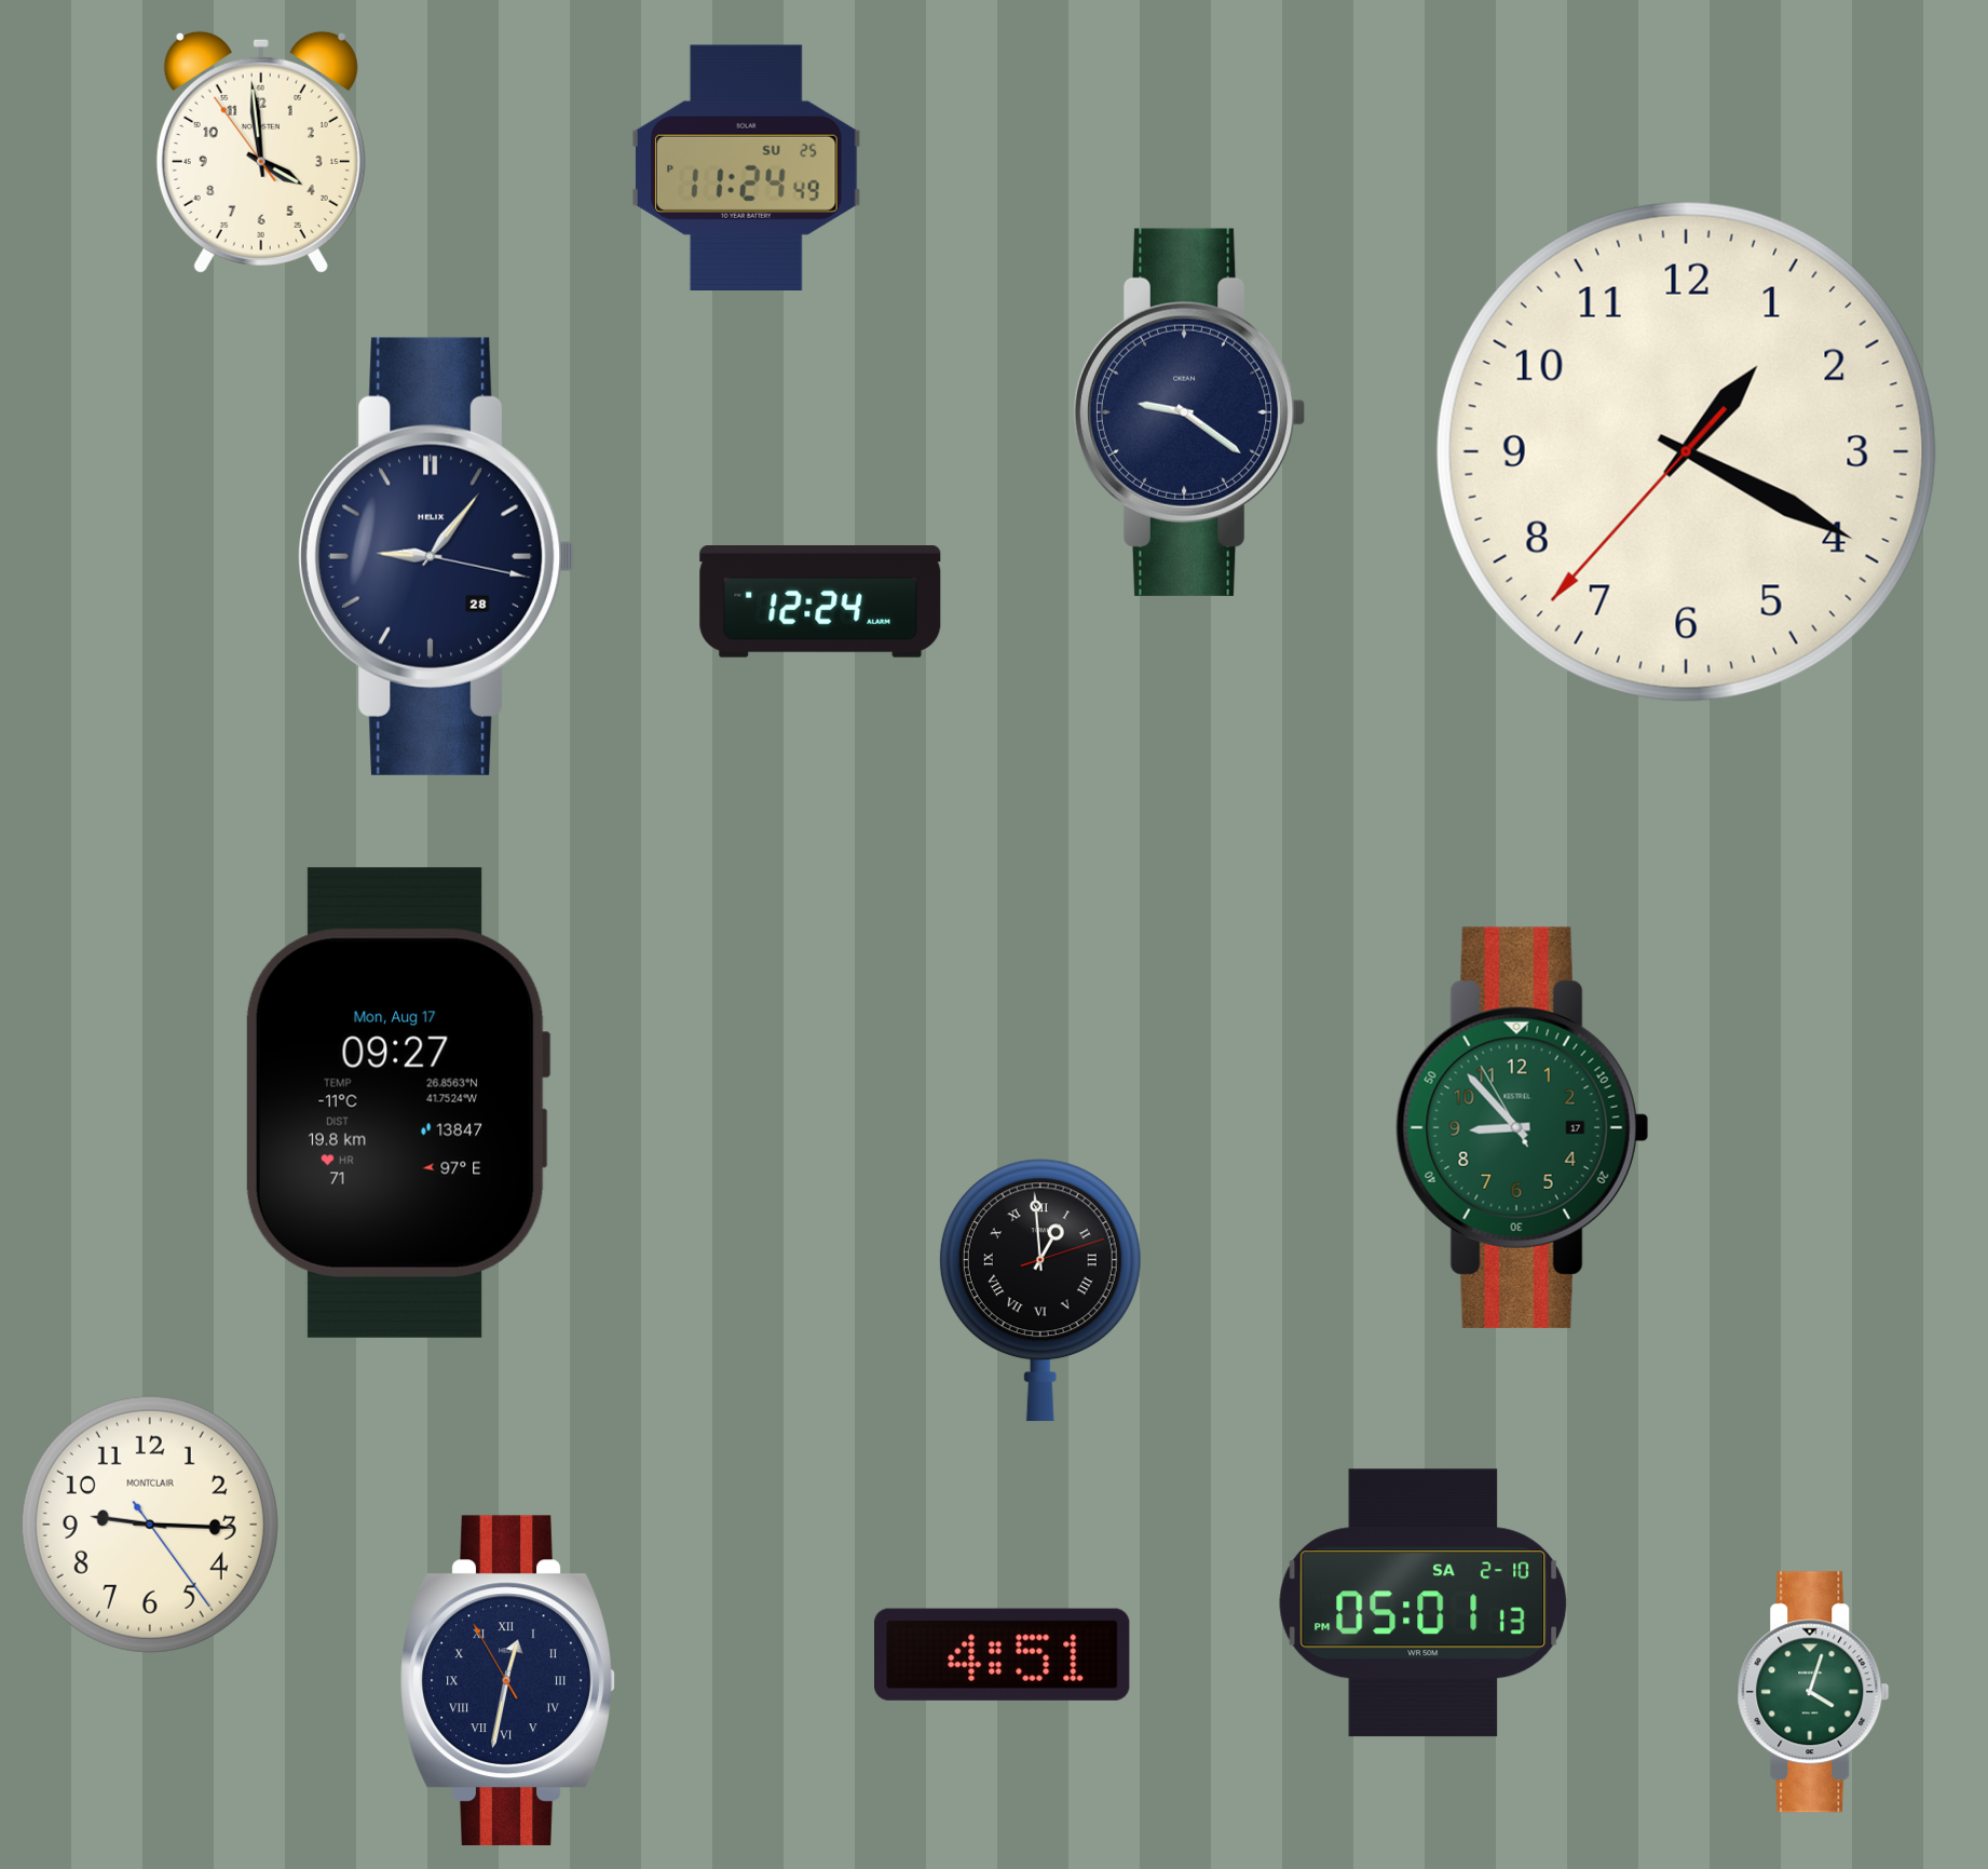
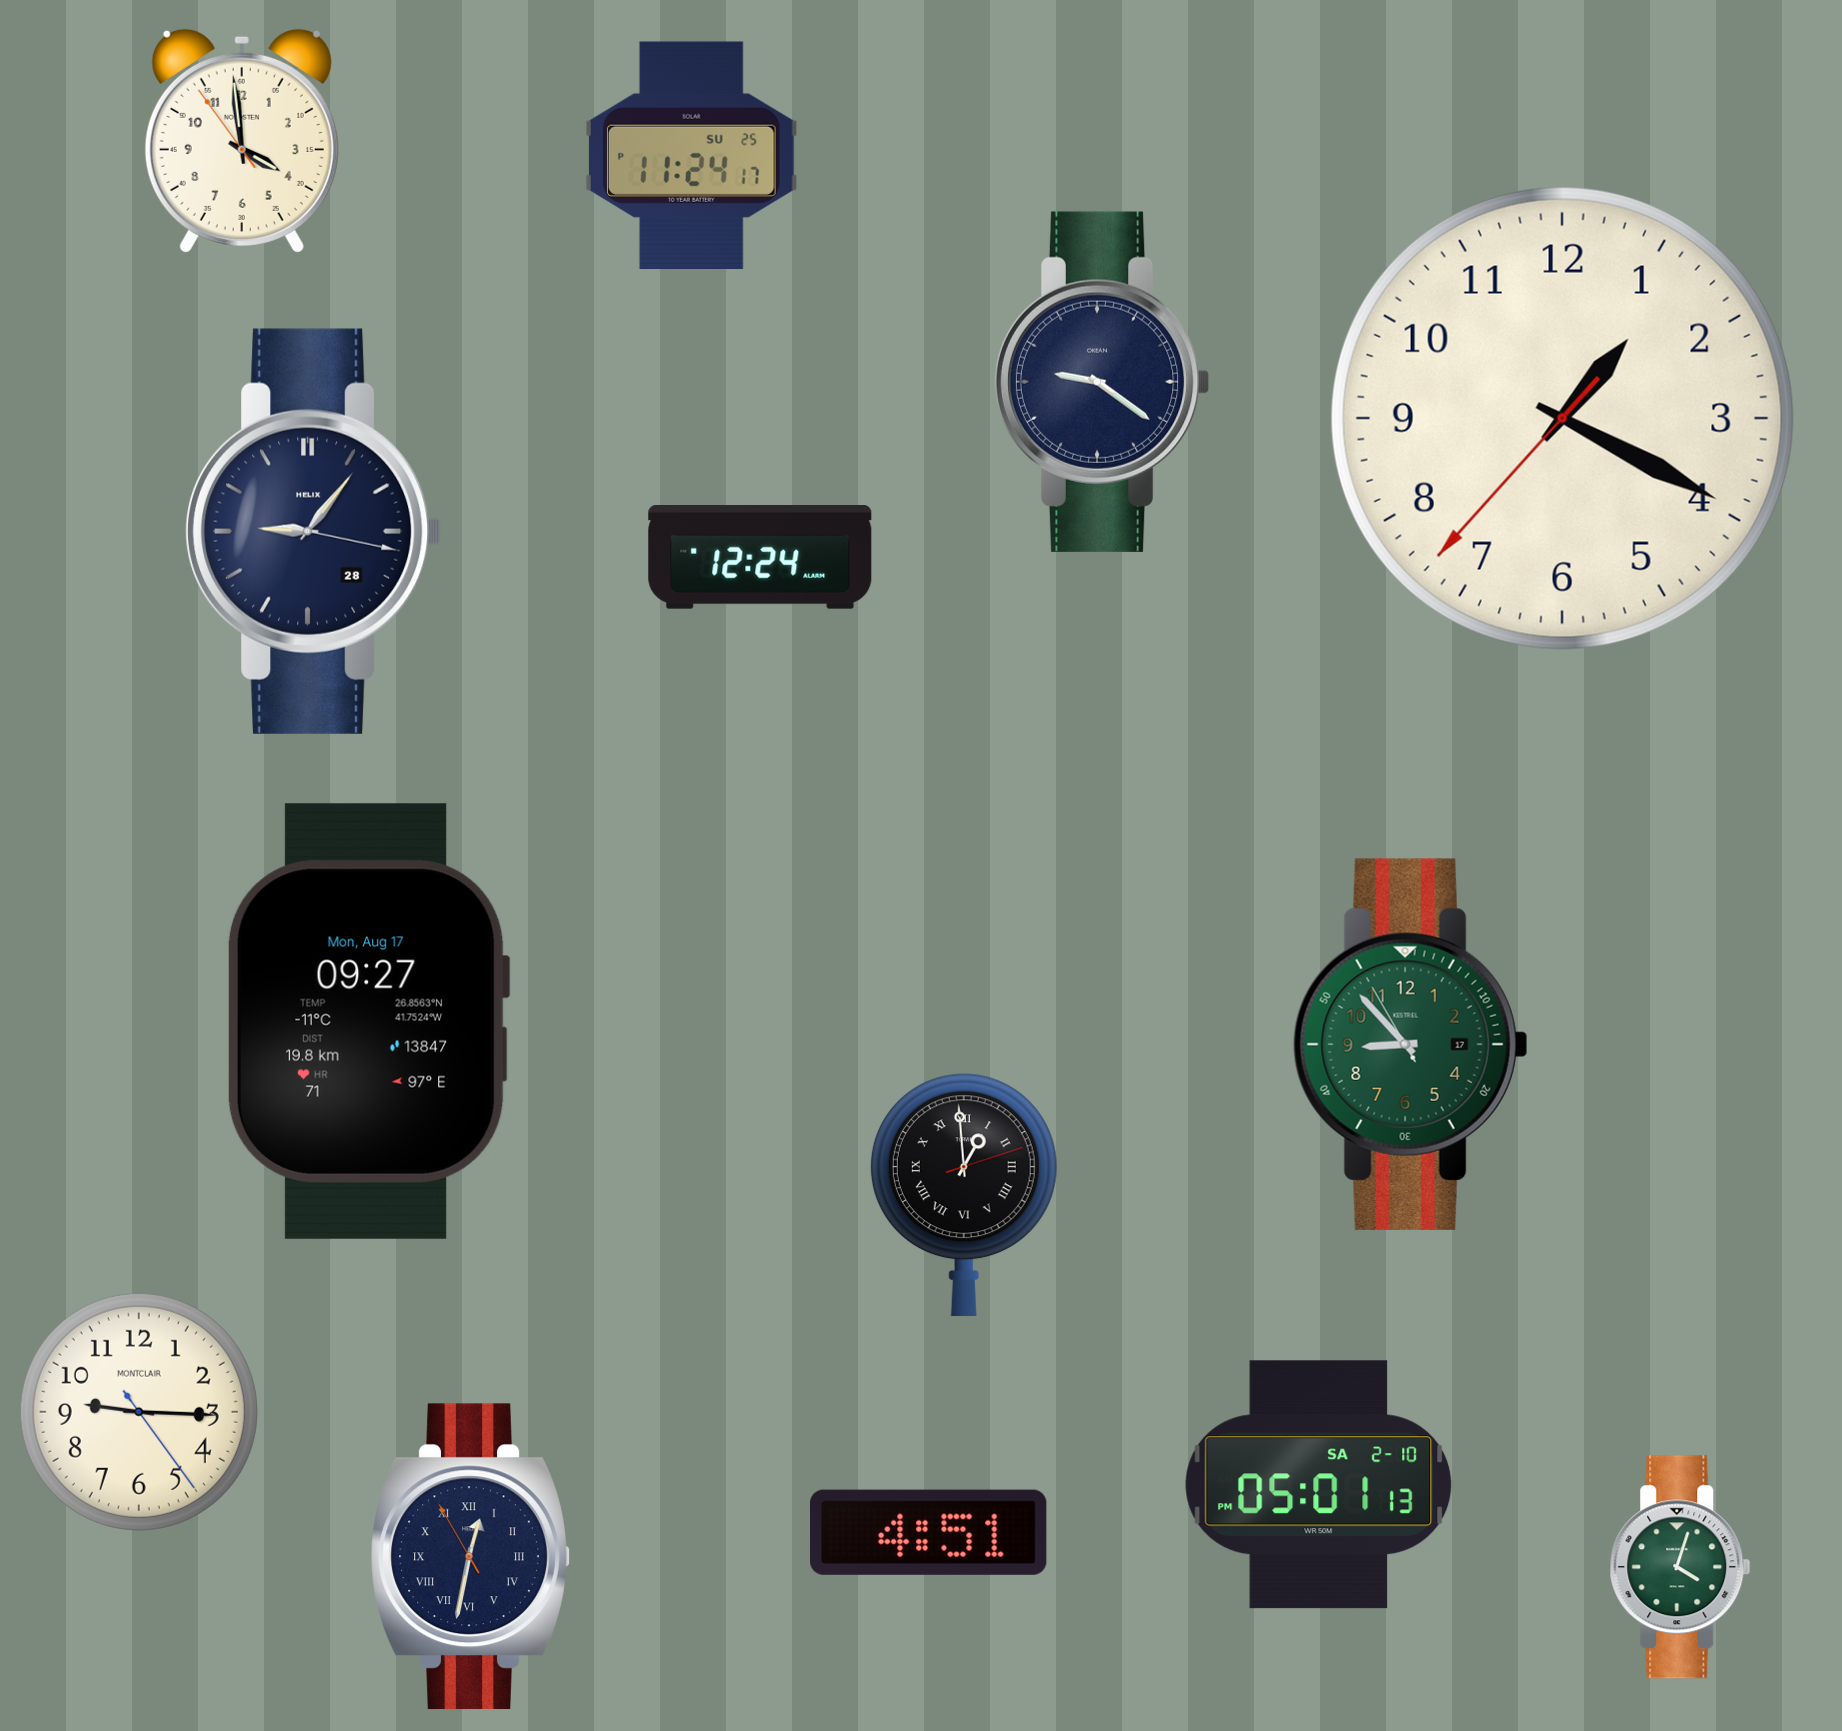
clock at (746, 167): 11:24:49 PM -> 11:24:17 PM
clock at (437, 556) position: (437, 556) -> (314, 531)
